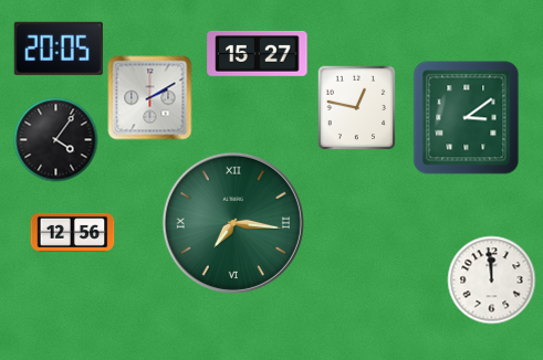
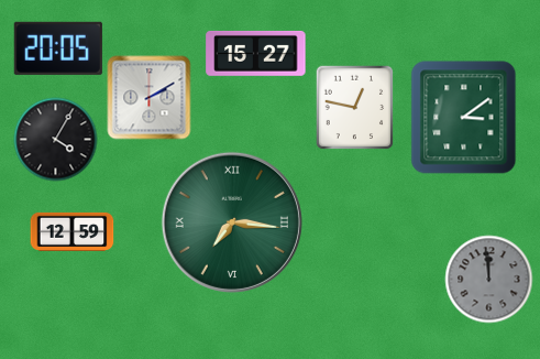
clock at (56, 140): 4:06 -> 4:05
clock at (73, 232): 12:56 -> 12:59
clock at (492, 280) dial: white -> grey
